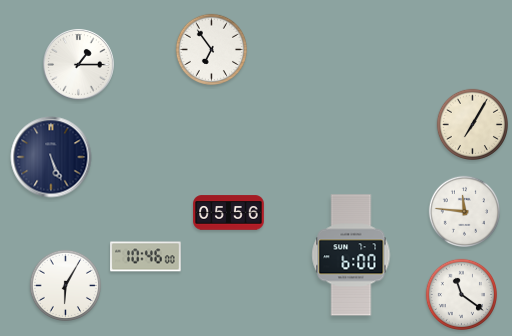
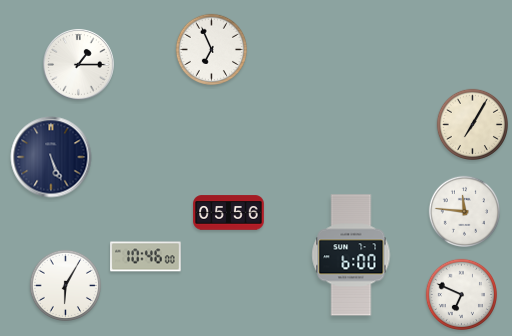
clock at (211, 49): 6:54 -> 6:56
clock at (461, 294): 11:21 -> 6:49
